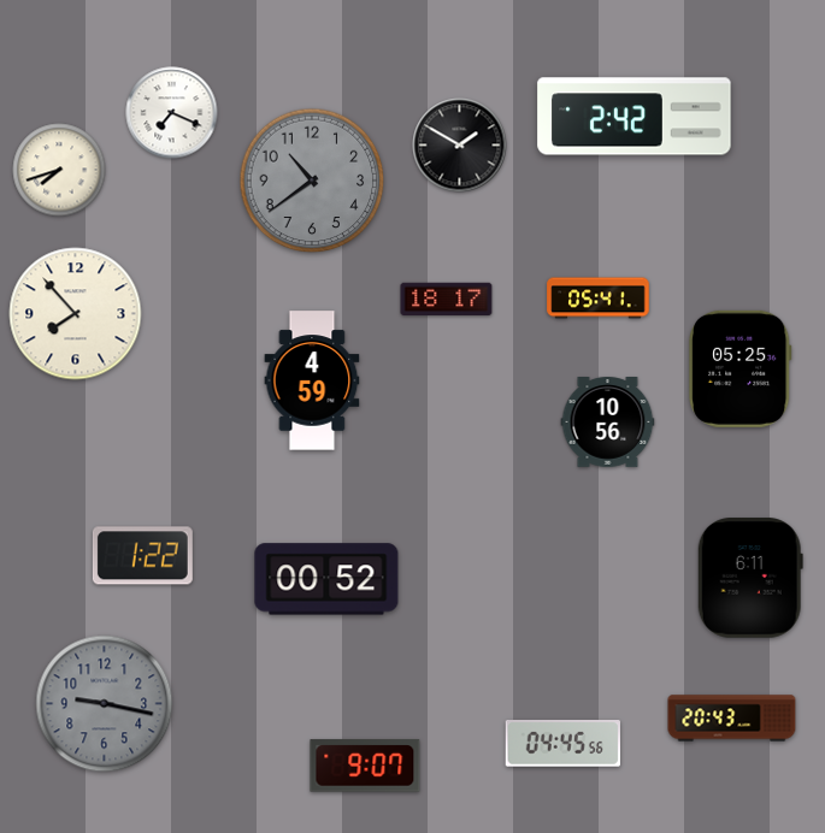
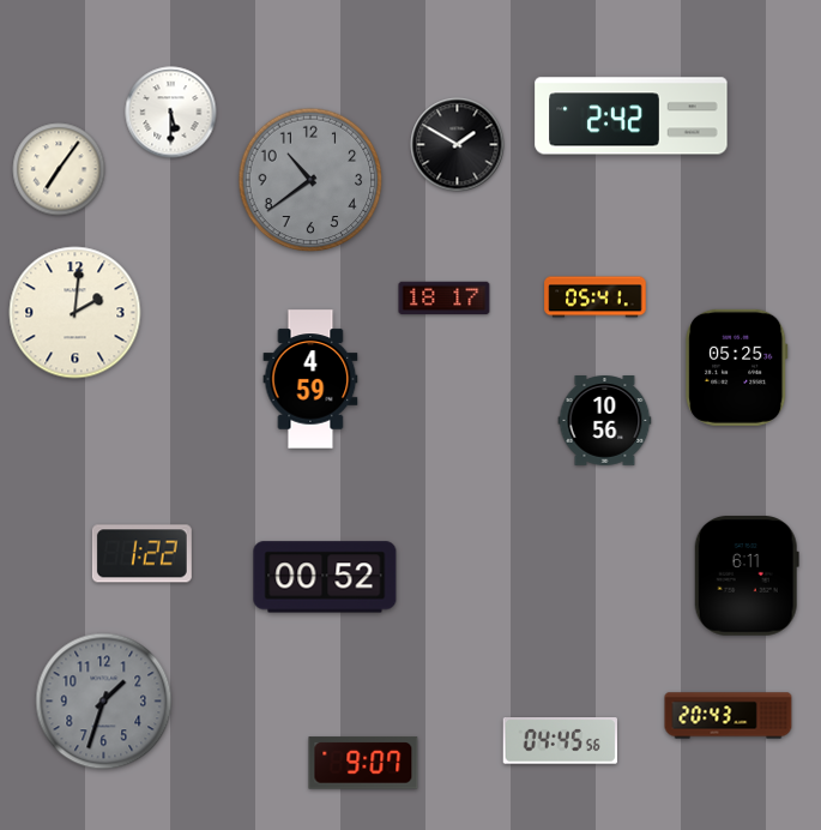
clock at (172, 113): 7:19 -> 5:30
clock at (59, 170): 7:42 -> 7:06
clock at (76, 314): 7:53 -> 2:01
clock at (105, 704): 9:17 -> 1:33
